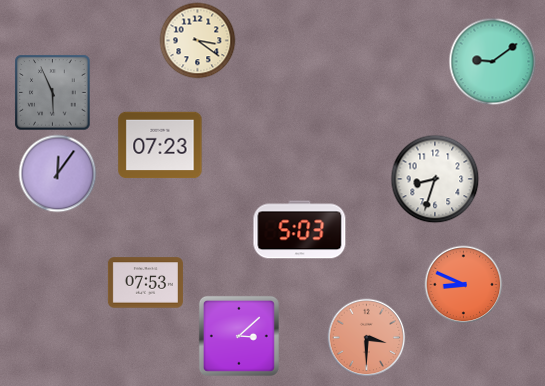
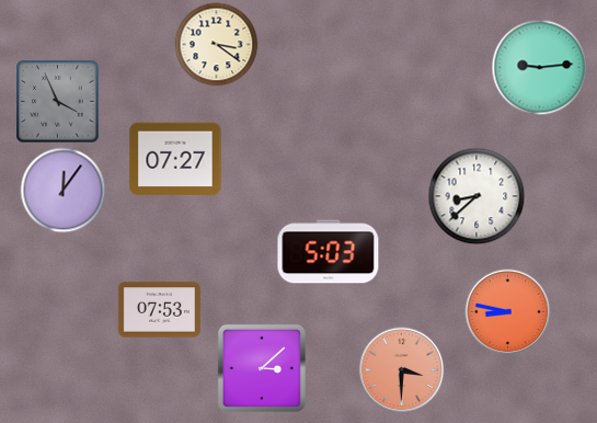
clock at (493, 62): 9:09 -> 9:14
clock at (53, 93): 5:56 -> 3:56
clock at (160, 145): 07:23 -> 07:27
clock at (435, 179): 8:33 -> 8:38
clock at (464, 285): 8:49 -> 8:47
